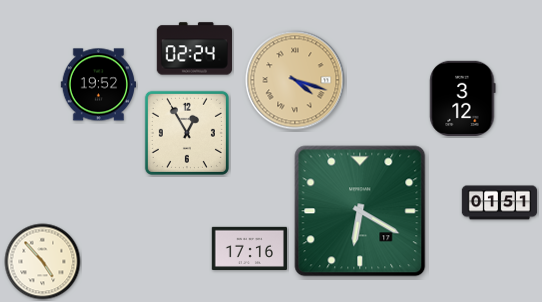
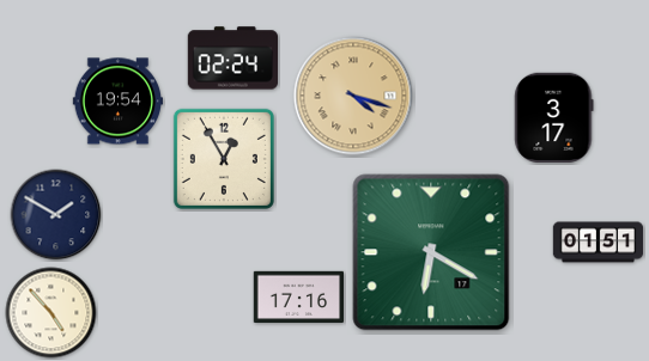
clock at (98, 85): 19:52 -> 19:54
clock at (463, 98): 3:12 -> 3:17
clock at (56, 215): none -> 1:50
